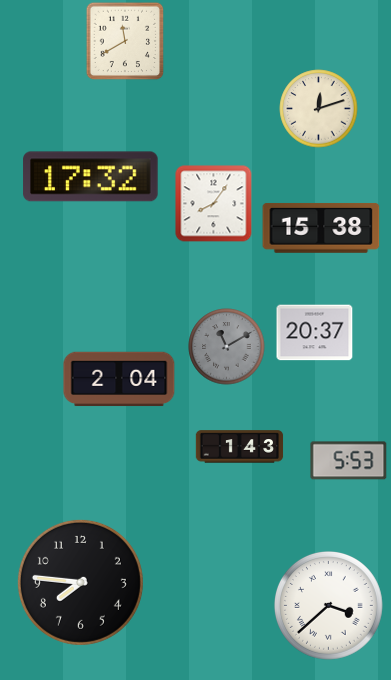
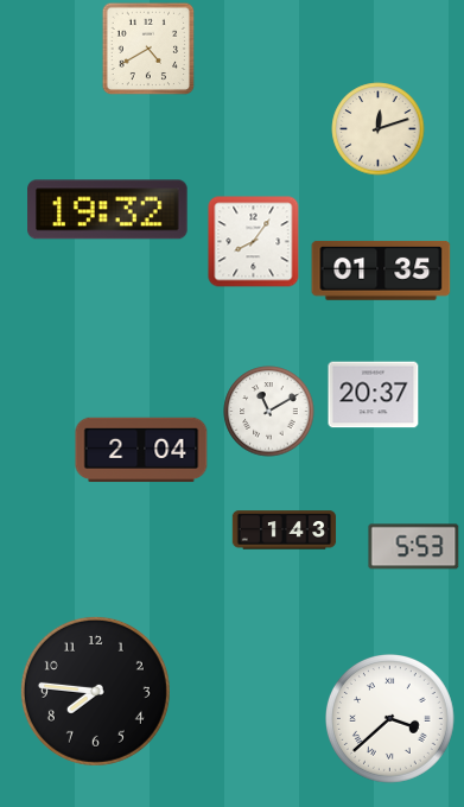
clock at (125, 41): 11:40 -> 4:40
clock at (91, 177): 17:32 -> 19:32
clock at (321, 228): 15:38 -> 01:35
clock at (227, 347) dial: grey -> white
